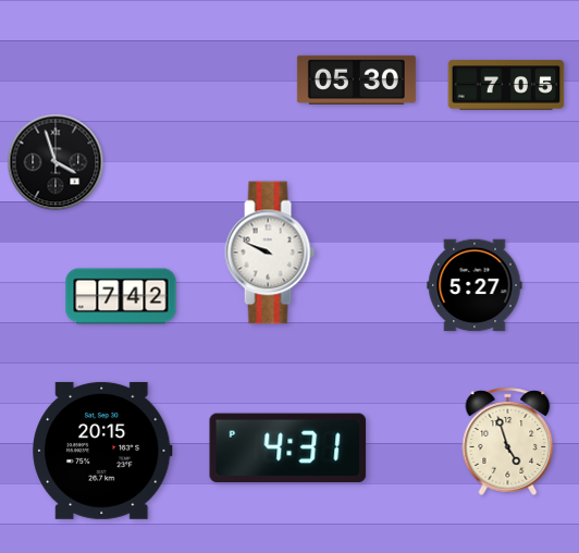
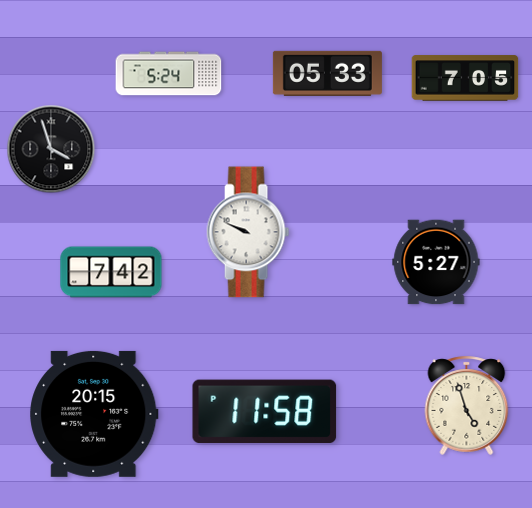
clock at (356, 79): 05:30 -> 05:33
clock at (169, 74): none -> 5:24
clock at (288, 448): 4:31 -> 11:58
